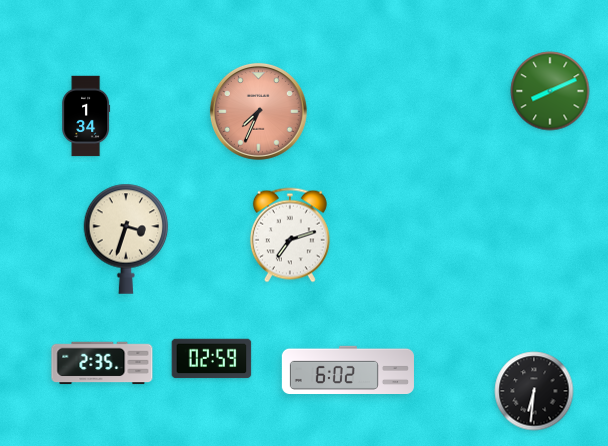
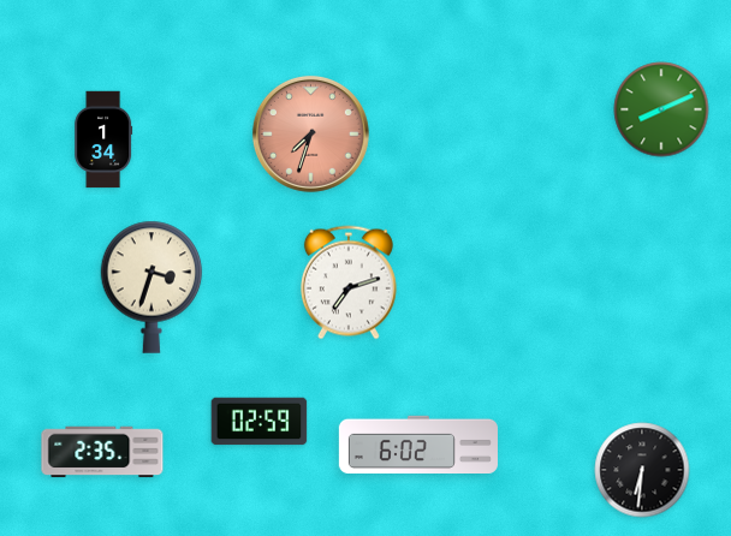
clock at (258, 111): 7:34 -> 7:33
clock at (212, 359) position: (212, 359) -> (260, 422)
clock at (102, 363) position: (102, 363) -> (102, 452)
